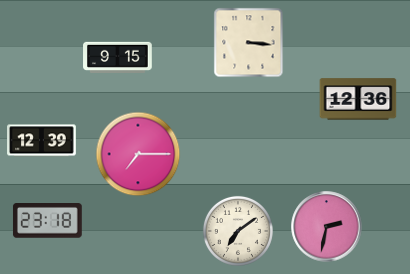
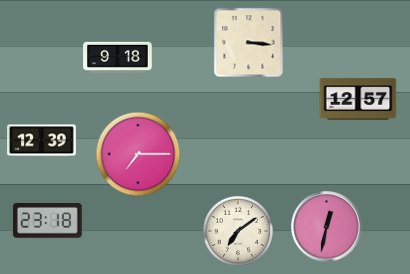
clock at (118, 57): 9:15 -> 9:18
clock at (358, 99): 12:36 -> 12:57
clock at (327, 227): 2:32 -> 12:32
